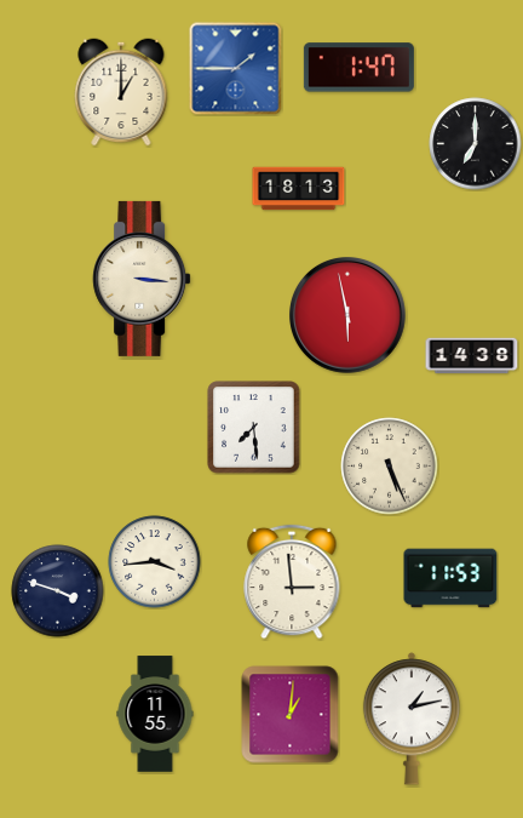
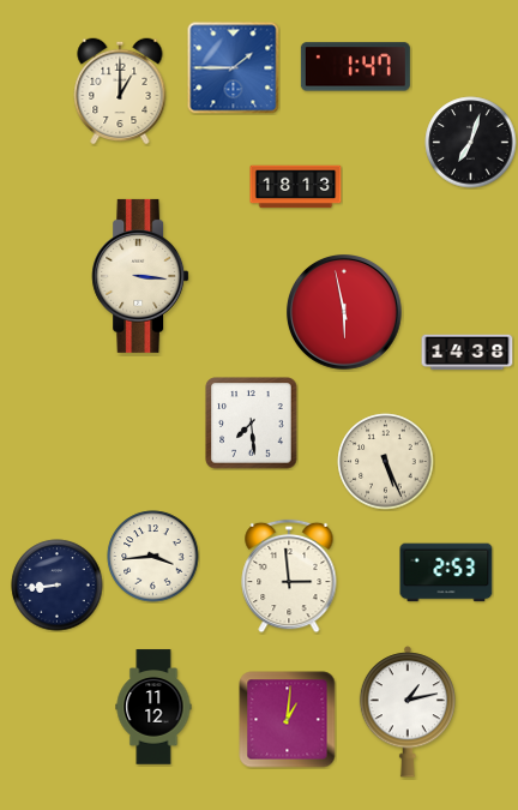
clock at (476, 144): 7:00 -> 7:03
clock at (450, 578): 11:53 -> 2:53
clock at (58, 591): 3:48 -> 8:44
clock at (155, 714): 11:55 -> 11:12
clock at (291, 715) position: (291, 715) -> (288, 720)
